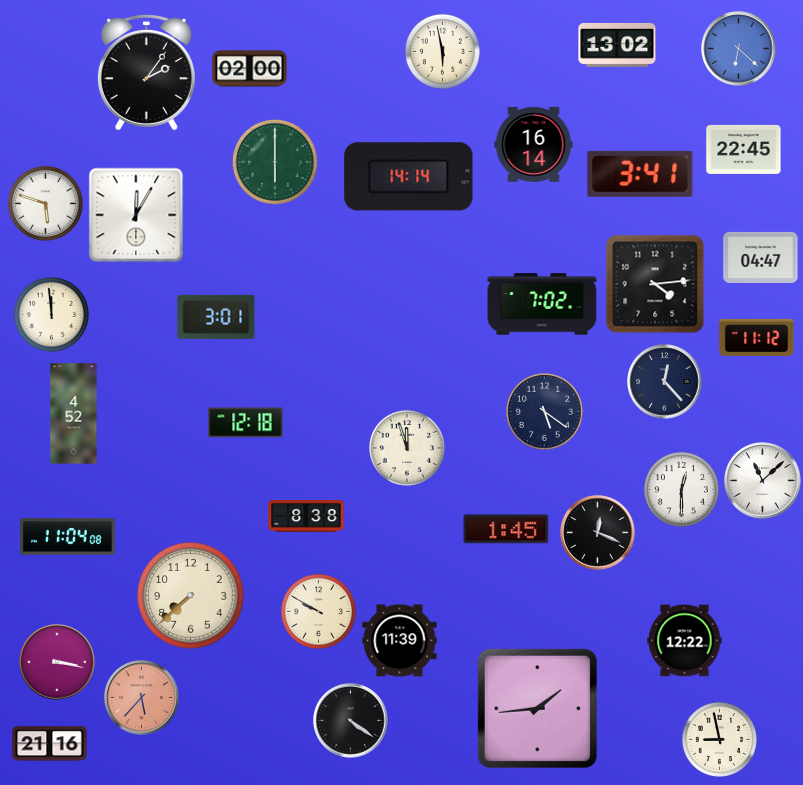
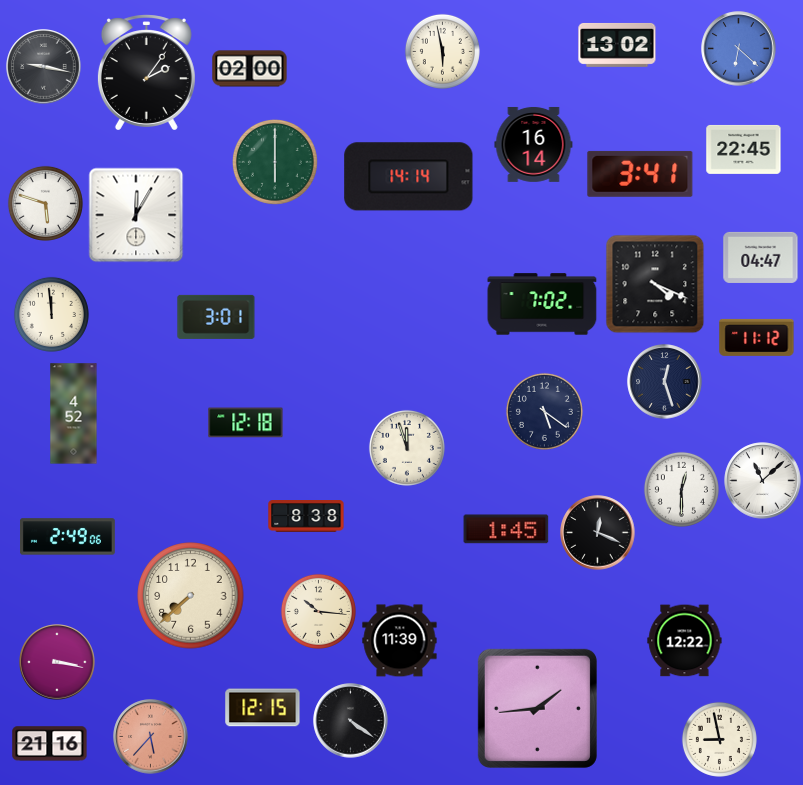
clock at (44, 67): none -> 9:17
clock at (655, 284): 4:14 -> 4:19
clock at (665, 382): 12:23 -> 12:27
clock at (68, 537): 11:04 -> 2:49
clock at (318, 611): 9:50 -> 10:16
clock at (142, 698) position: (142, 698) -> (151, 737)
clock at (263, 708): none -> 12:15
